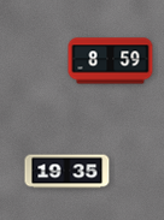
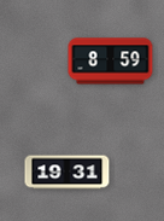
clock at (68, 172): 19:35 -> 19:31
